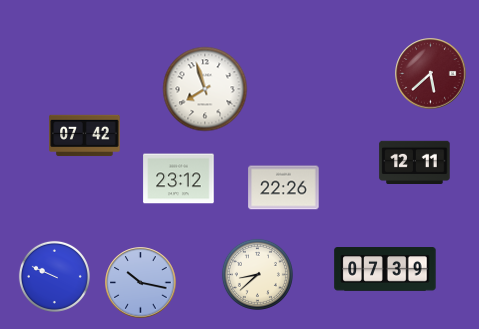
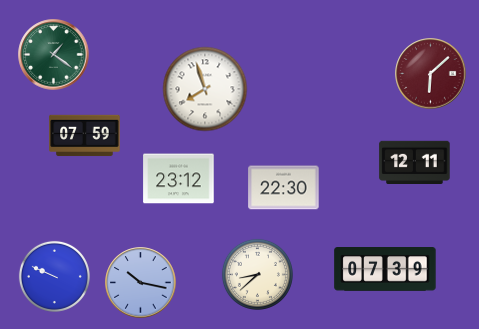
clock at (54, 55): none -> 1:21
clock at (431, 74): 5:38 -> 6:08
clock at (85, 136): 07:42 -> 07:59
clock at (284, 188): 22:26 -> 22:30
